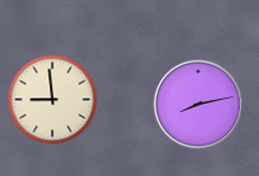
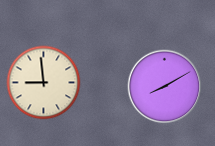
clock at (199, 105): 8:13 -> 8:10
